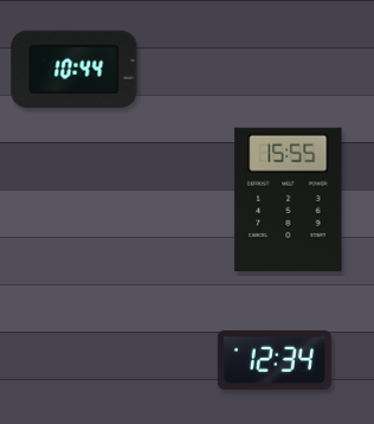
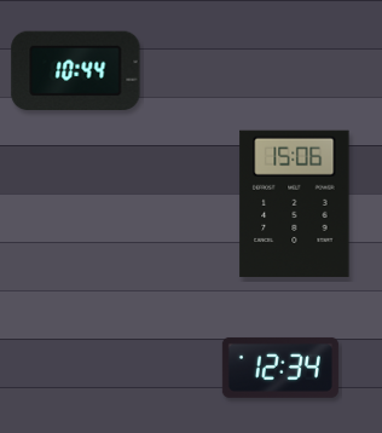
clock at (289, 199): 15:55 -> 15:06
